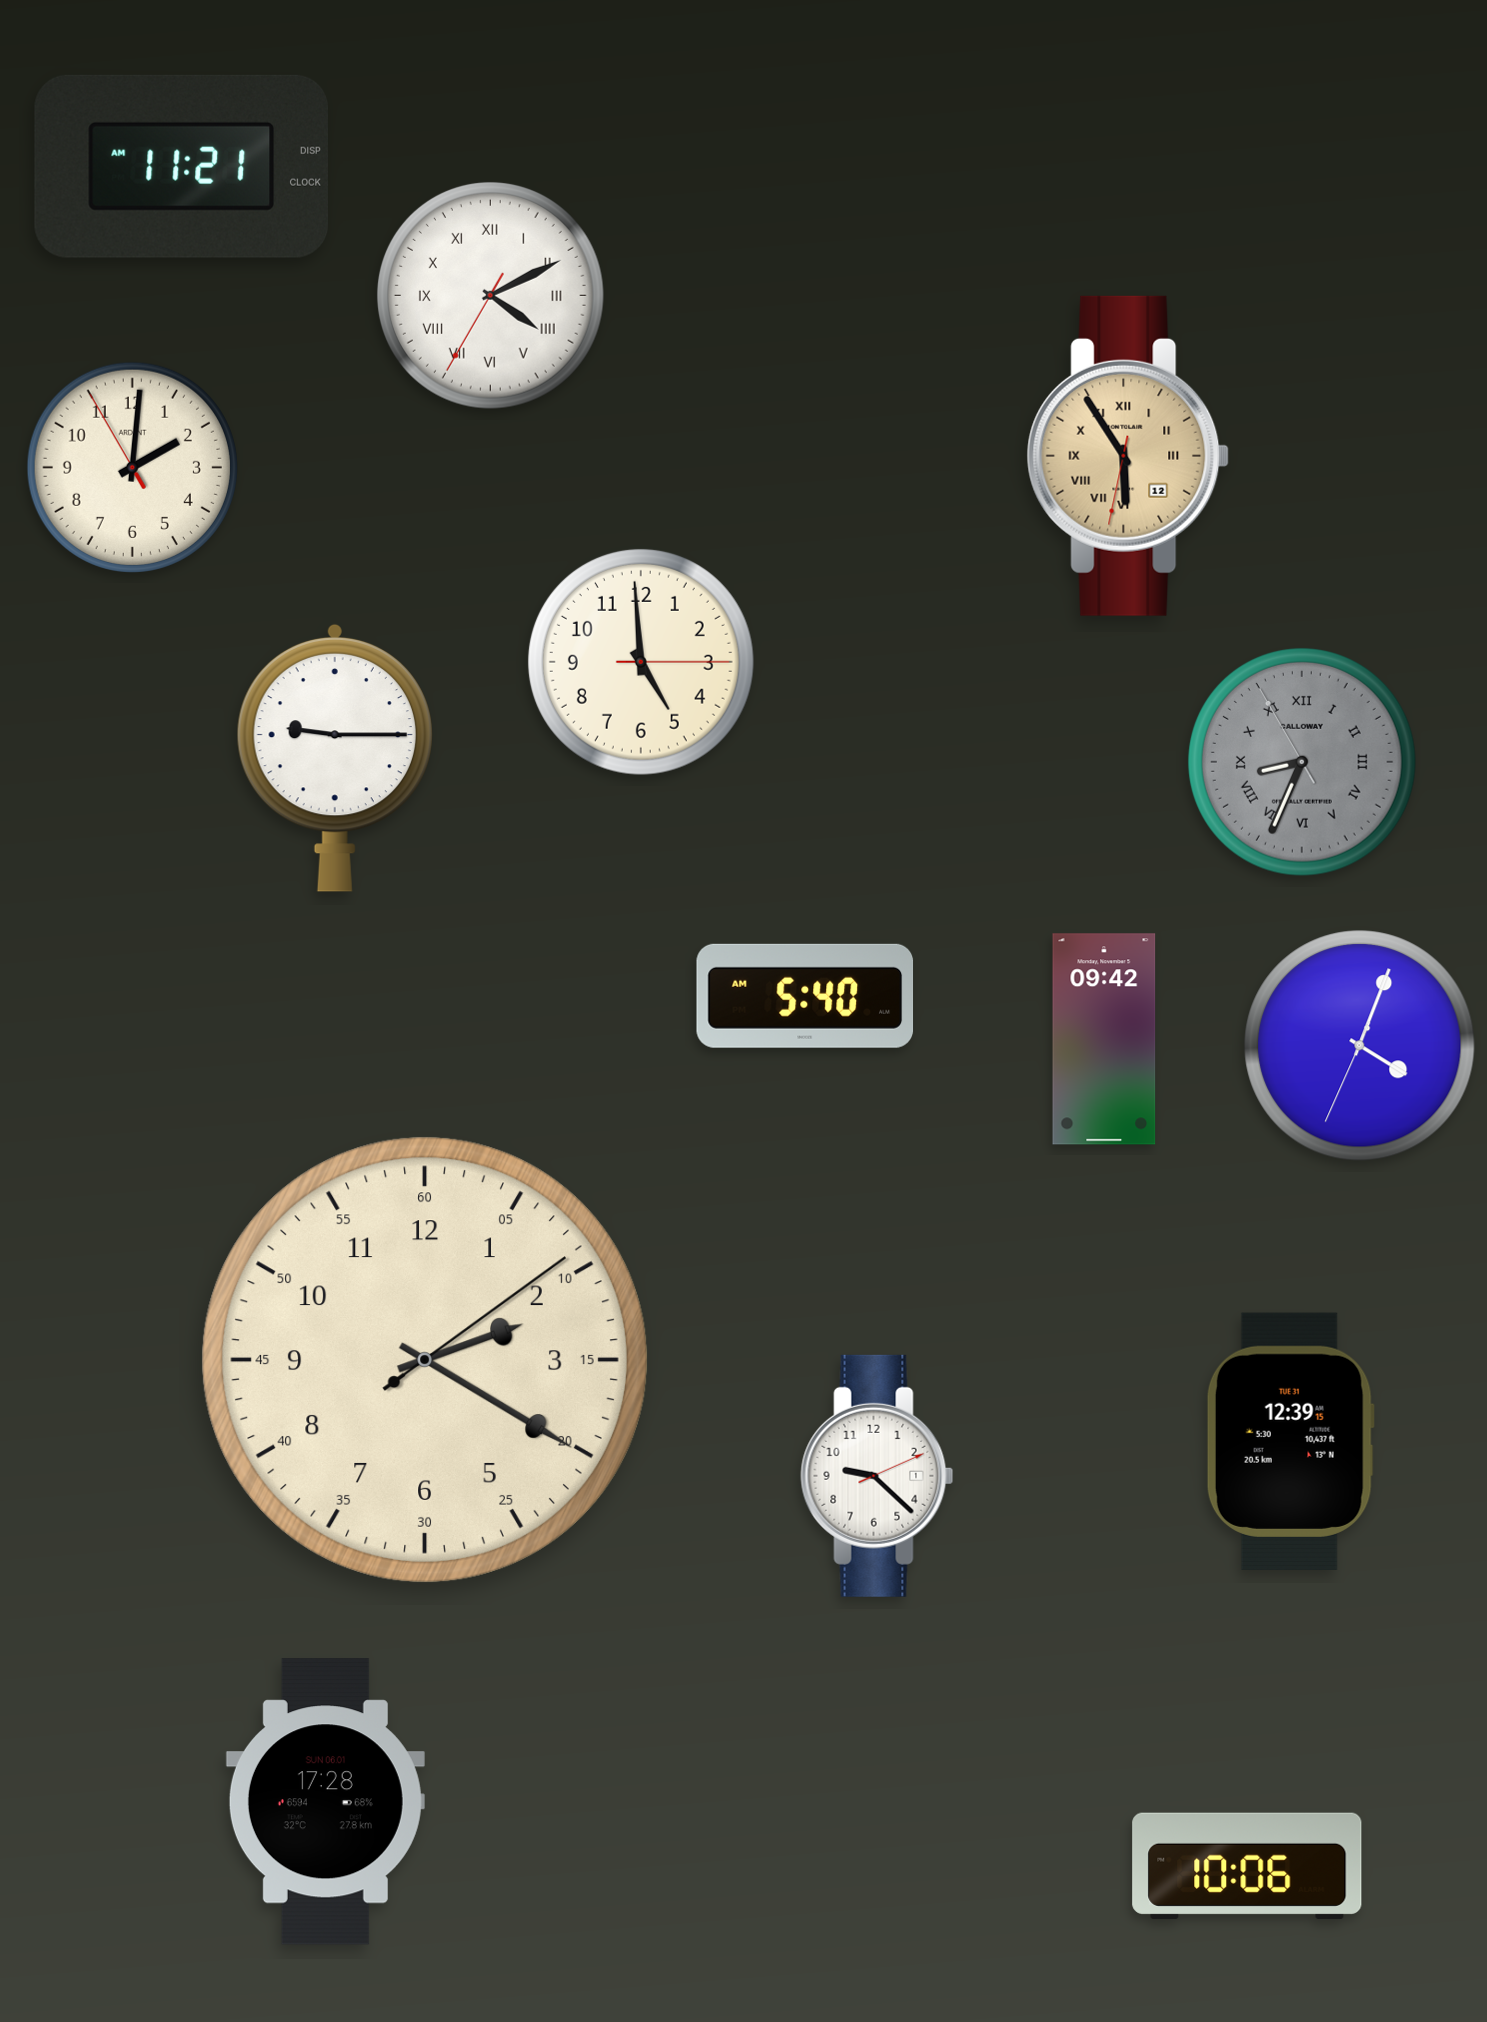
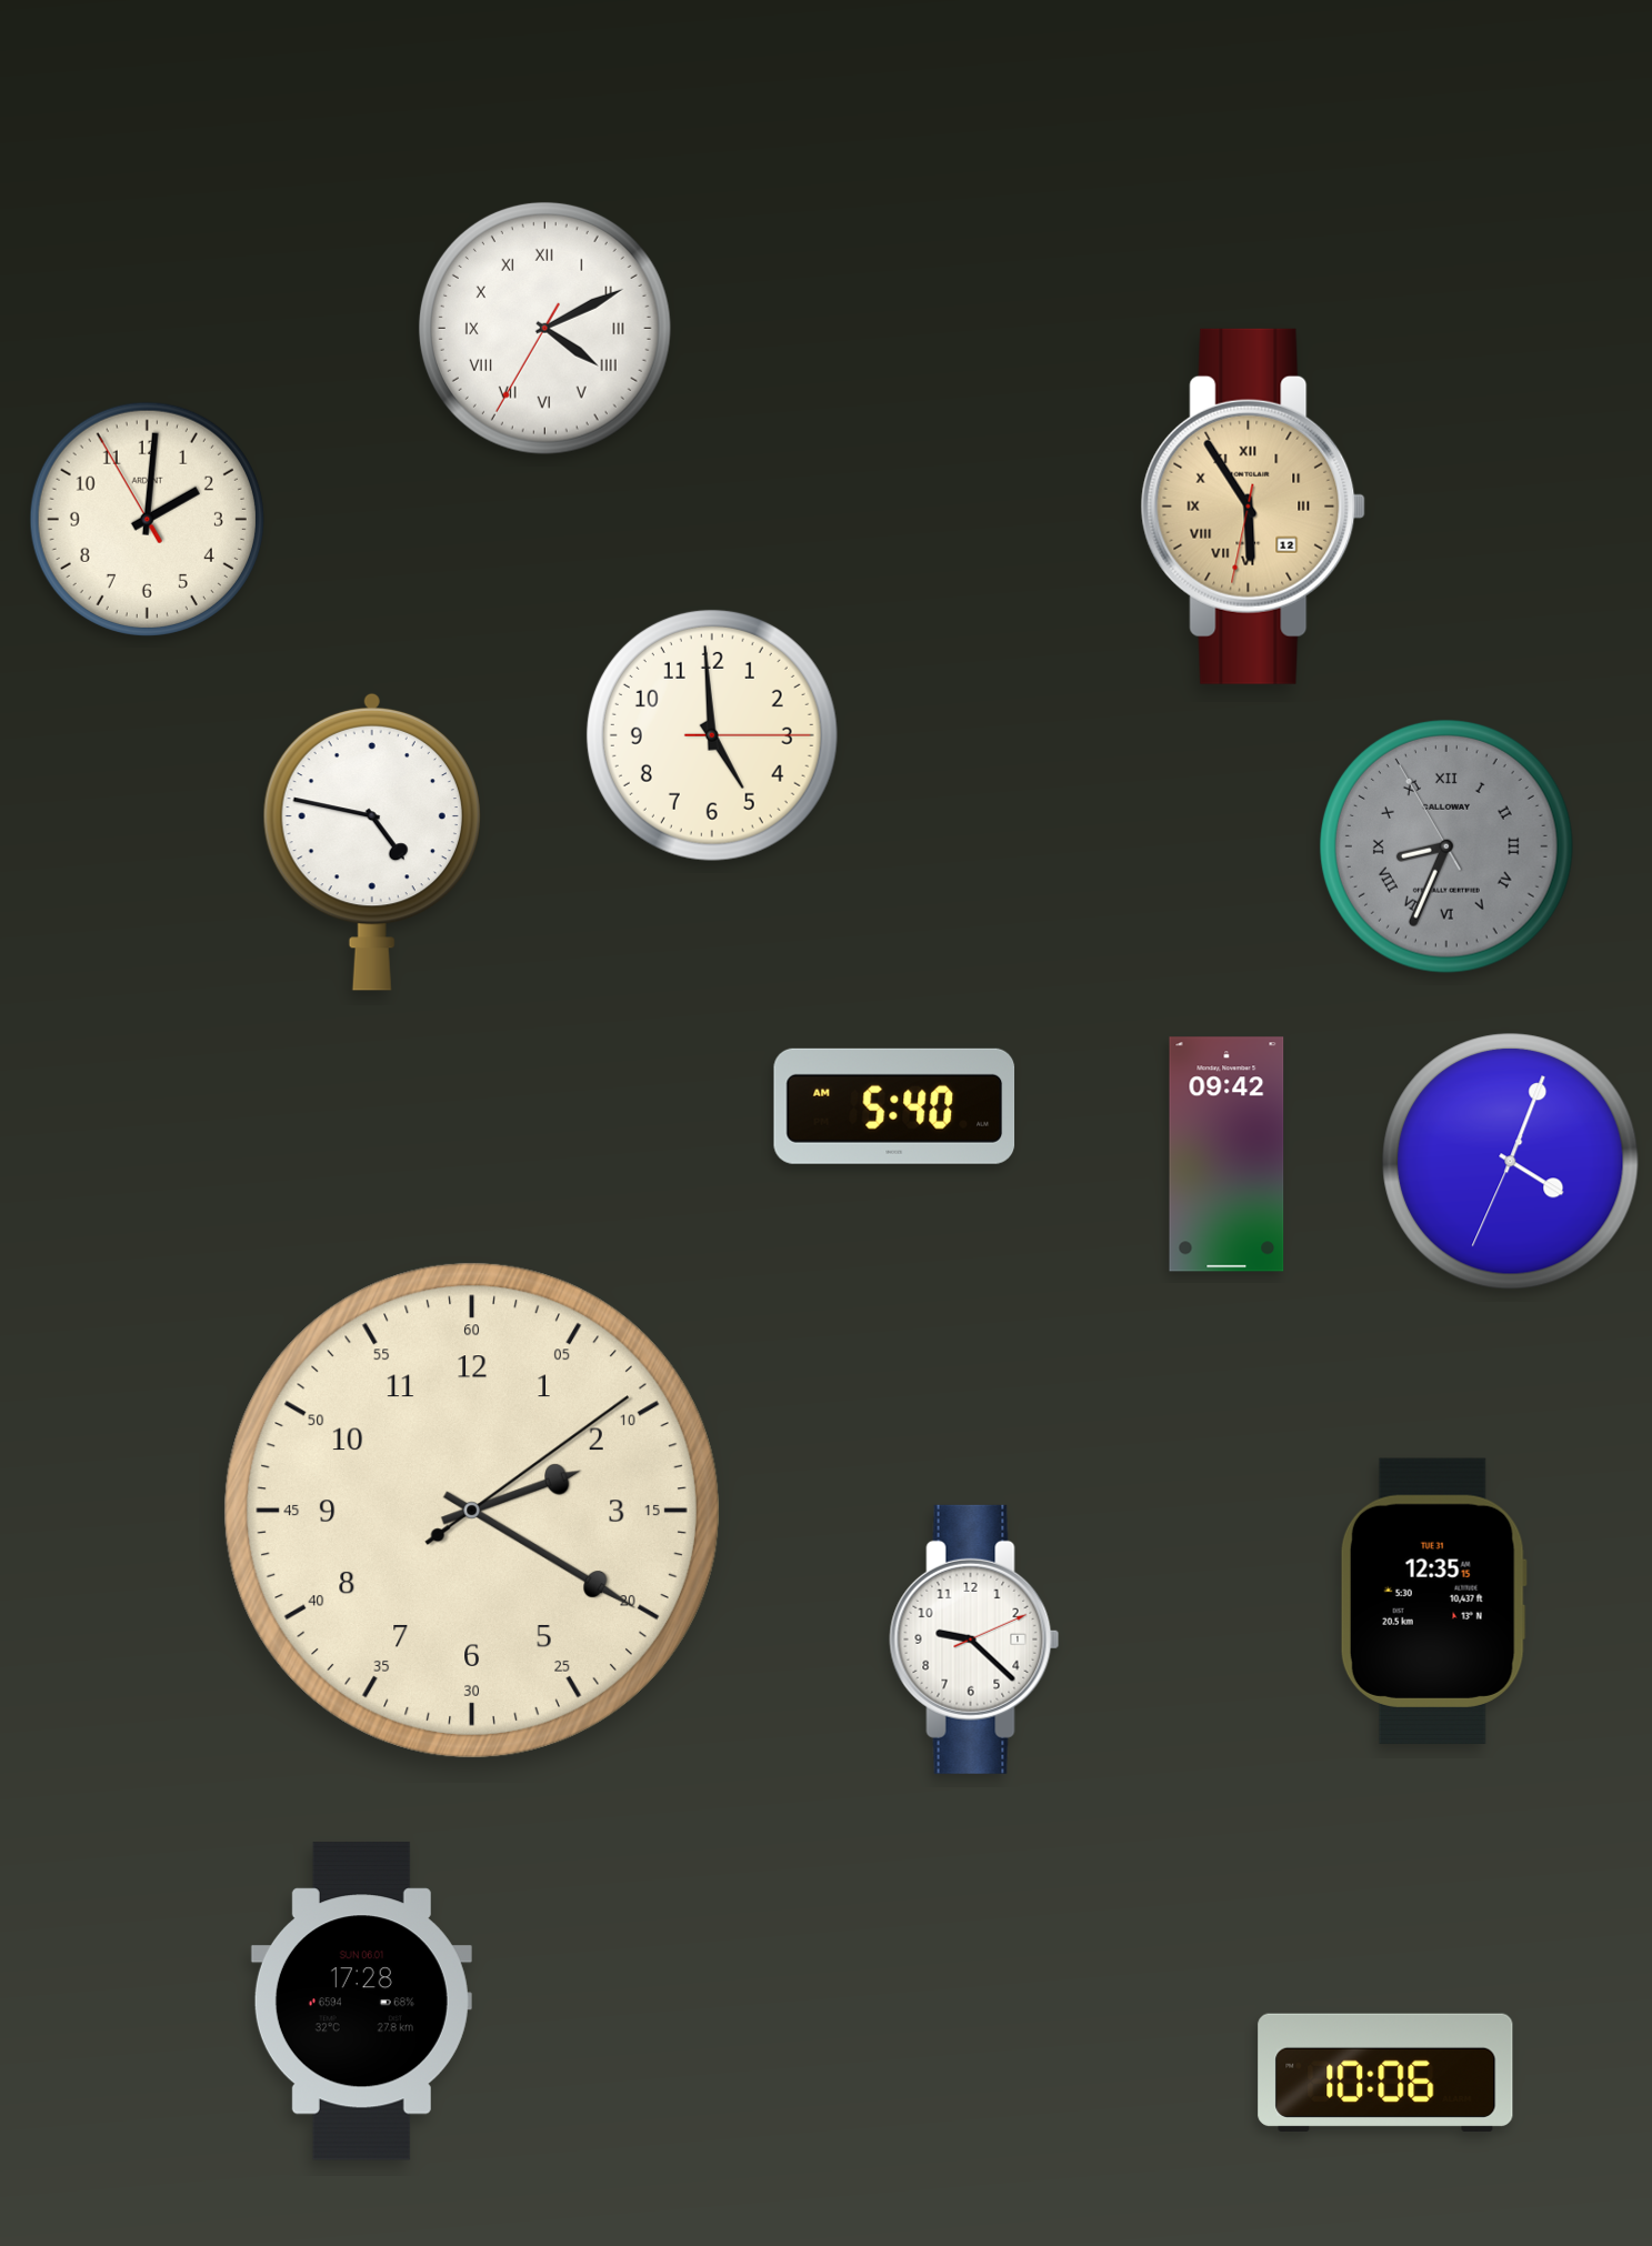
clock at (181, 166): 11:21 -> none
clock at (335, 758): 9:15 -> 4:47
clock at (1290, 1441): 12:39 -> 12:35
